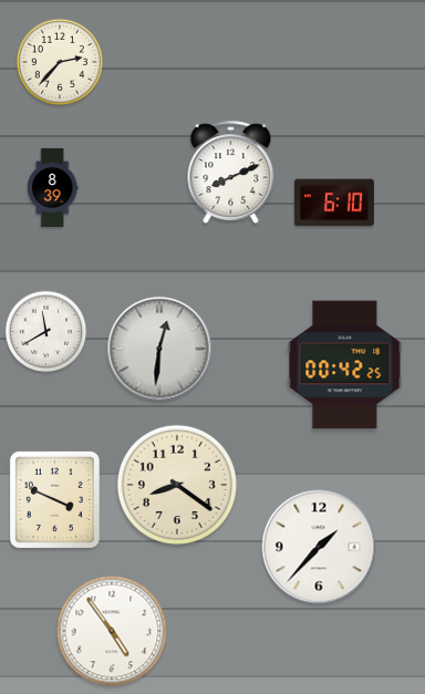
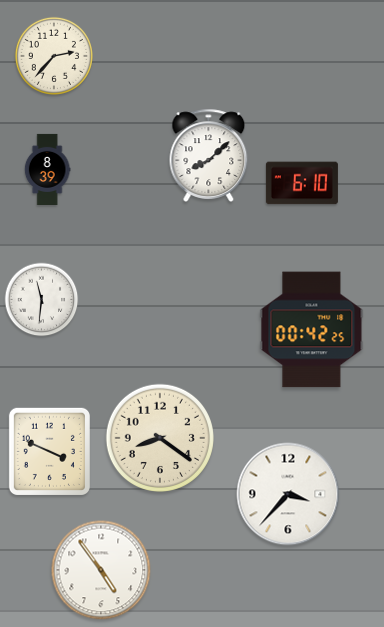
clock at (231, 172): 8:11 -> 8:08
clock at (46, 332): 11:40 -> 11:31
clock at (159, 349): 12:31 -> none
clock at (319, 547): 1:37 -> 3:37
